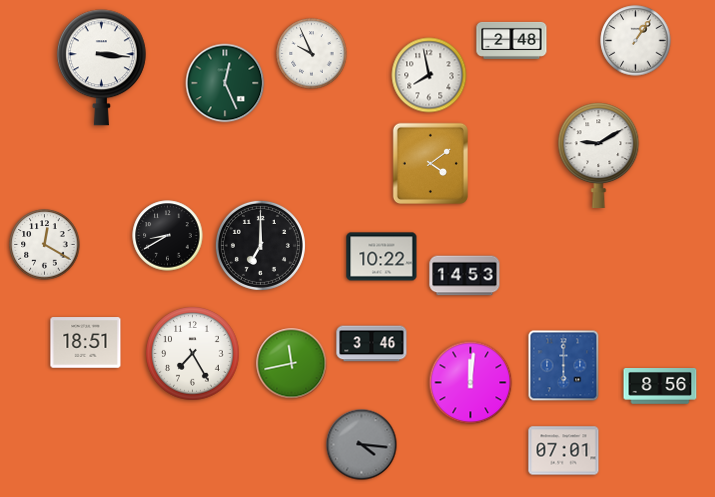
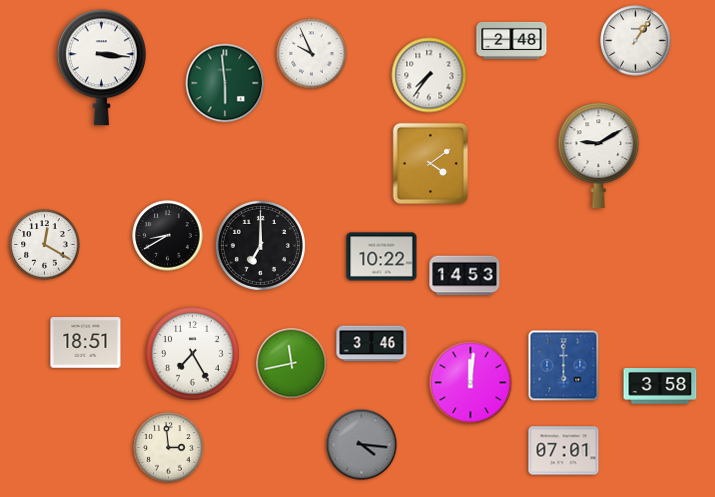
clock at (429, 75): 7:58 -> 7:36
clock at (225, 83): 12:26 -> 5:59
clock at (660, 387): 8:56 -> 3:58
clock at (169, 448): none -> 2:59
